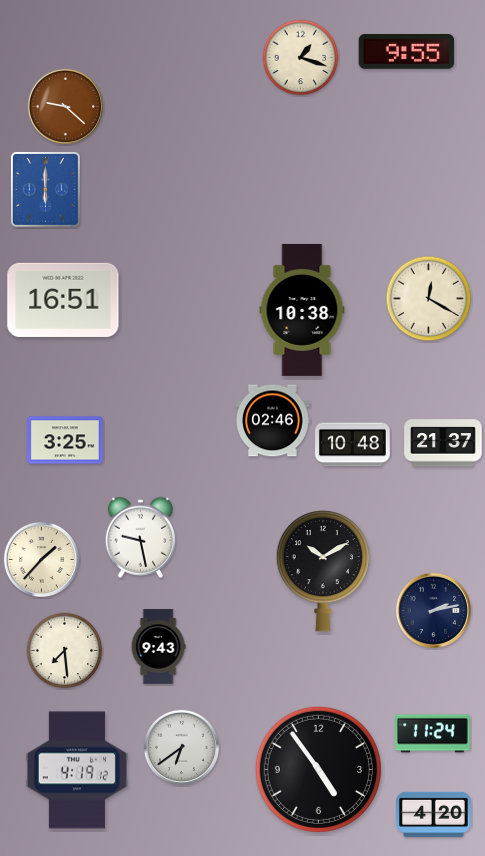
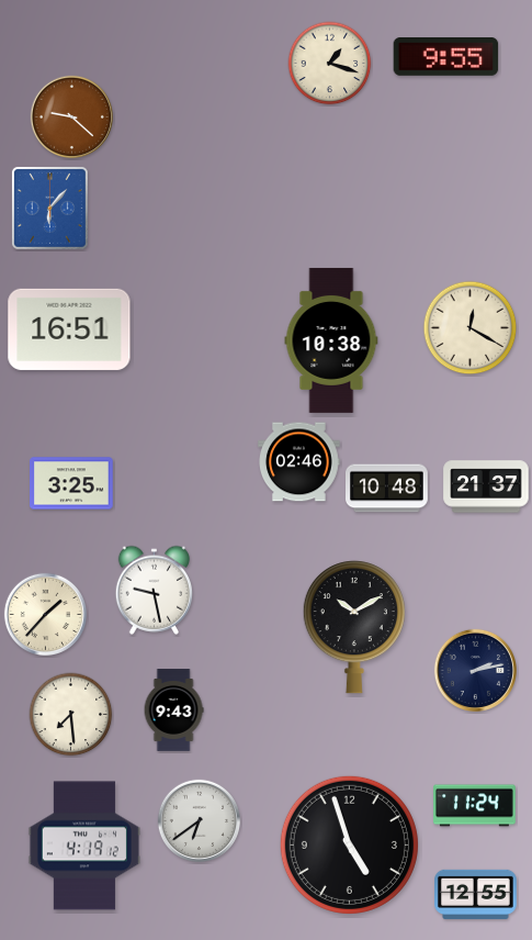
clock at (45, 189): 6:00 -> 6:07
clock at (318, 769): 4:54 -> 4:57
clock at (434, 814): 4:20 -> 12:55
